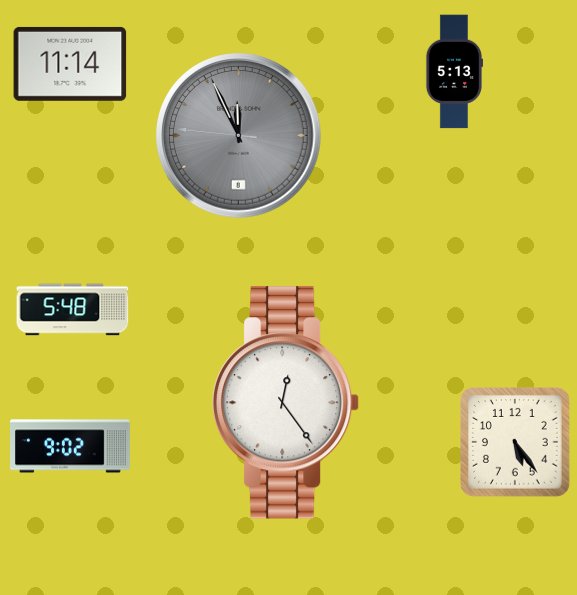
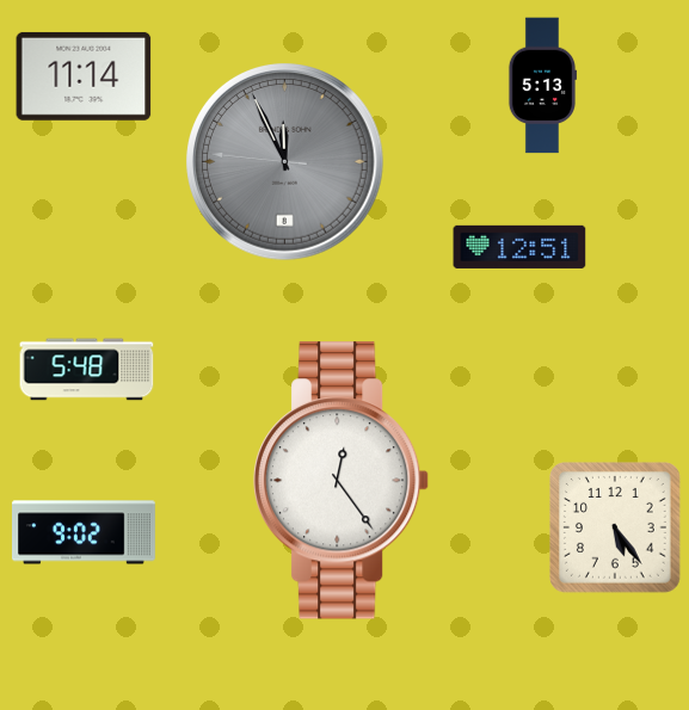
clock at (519, 247): none -> 12:51
